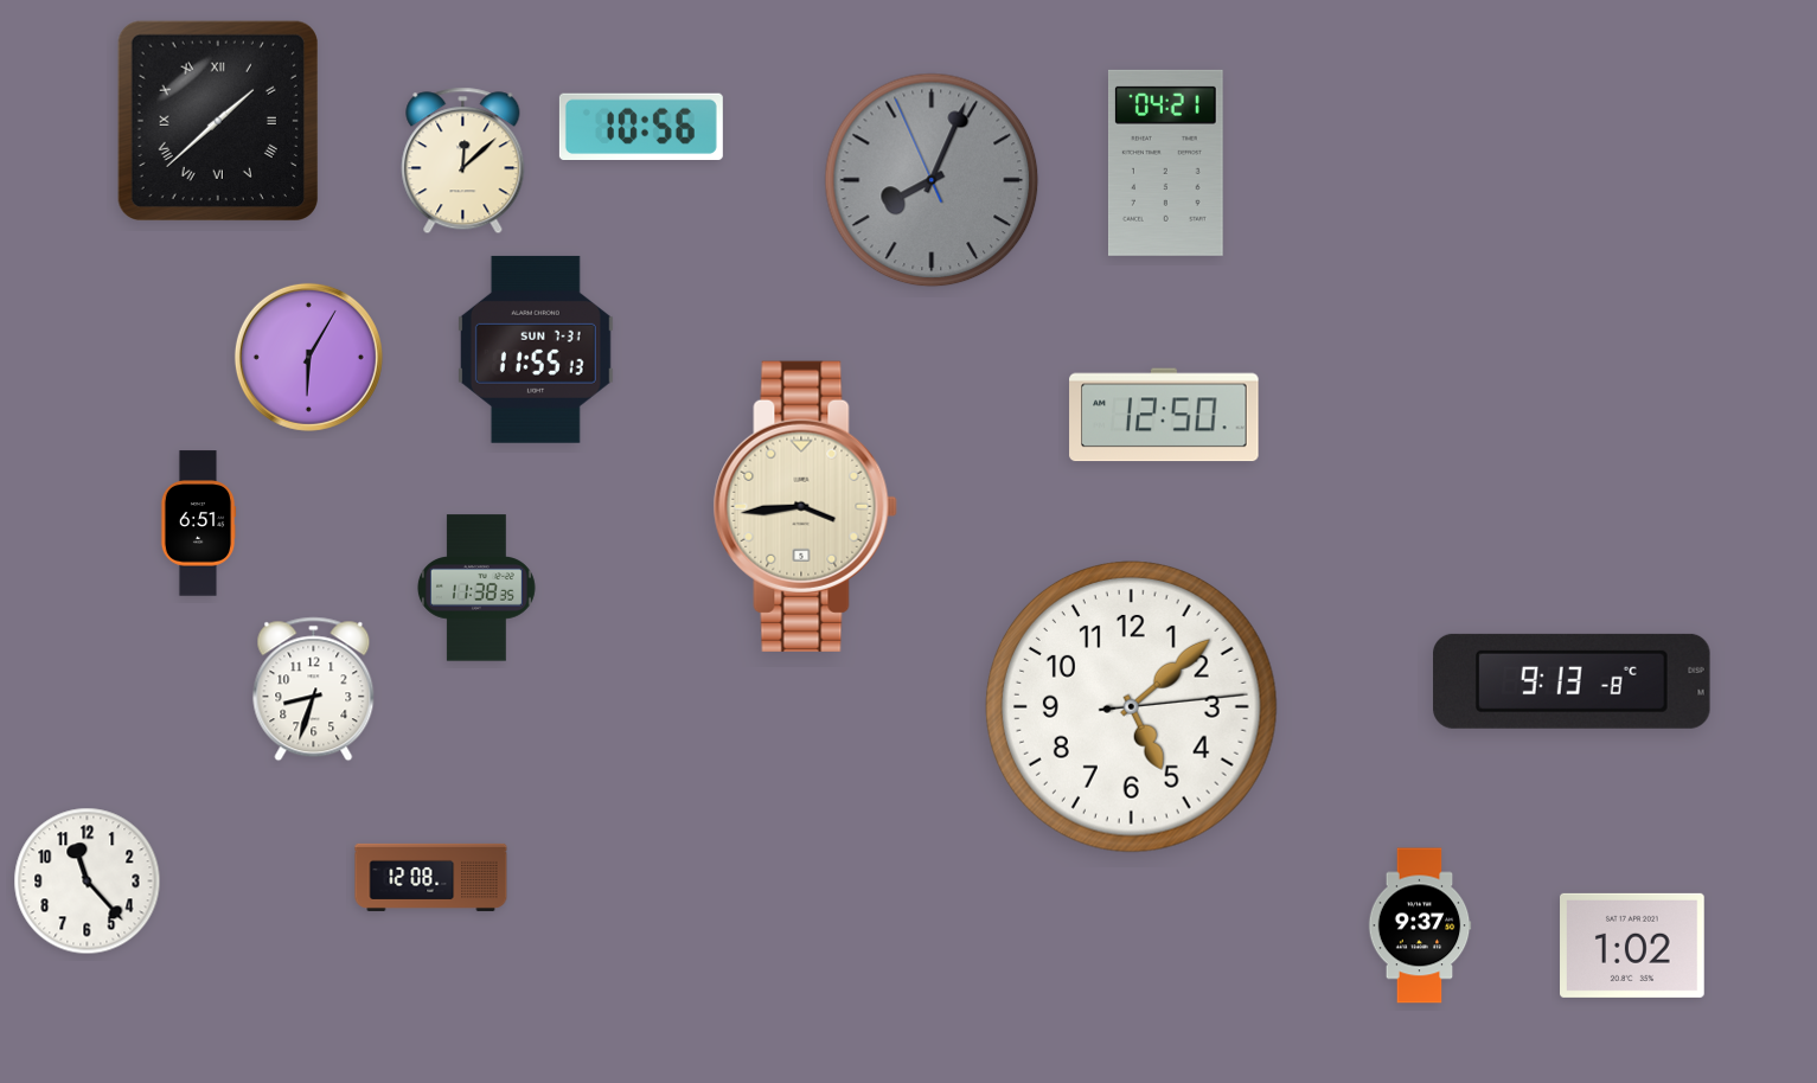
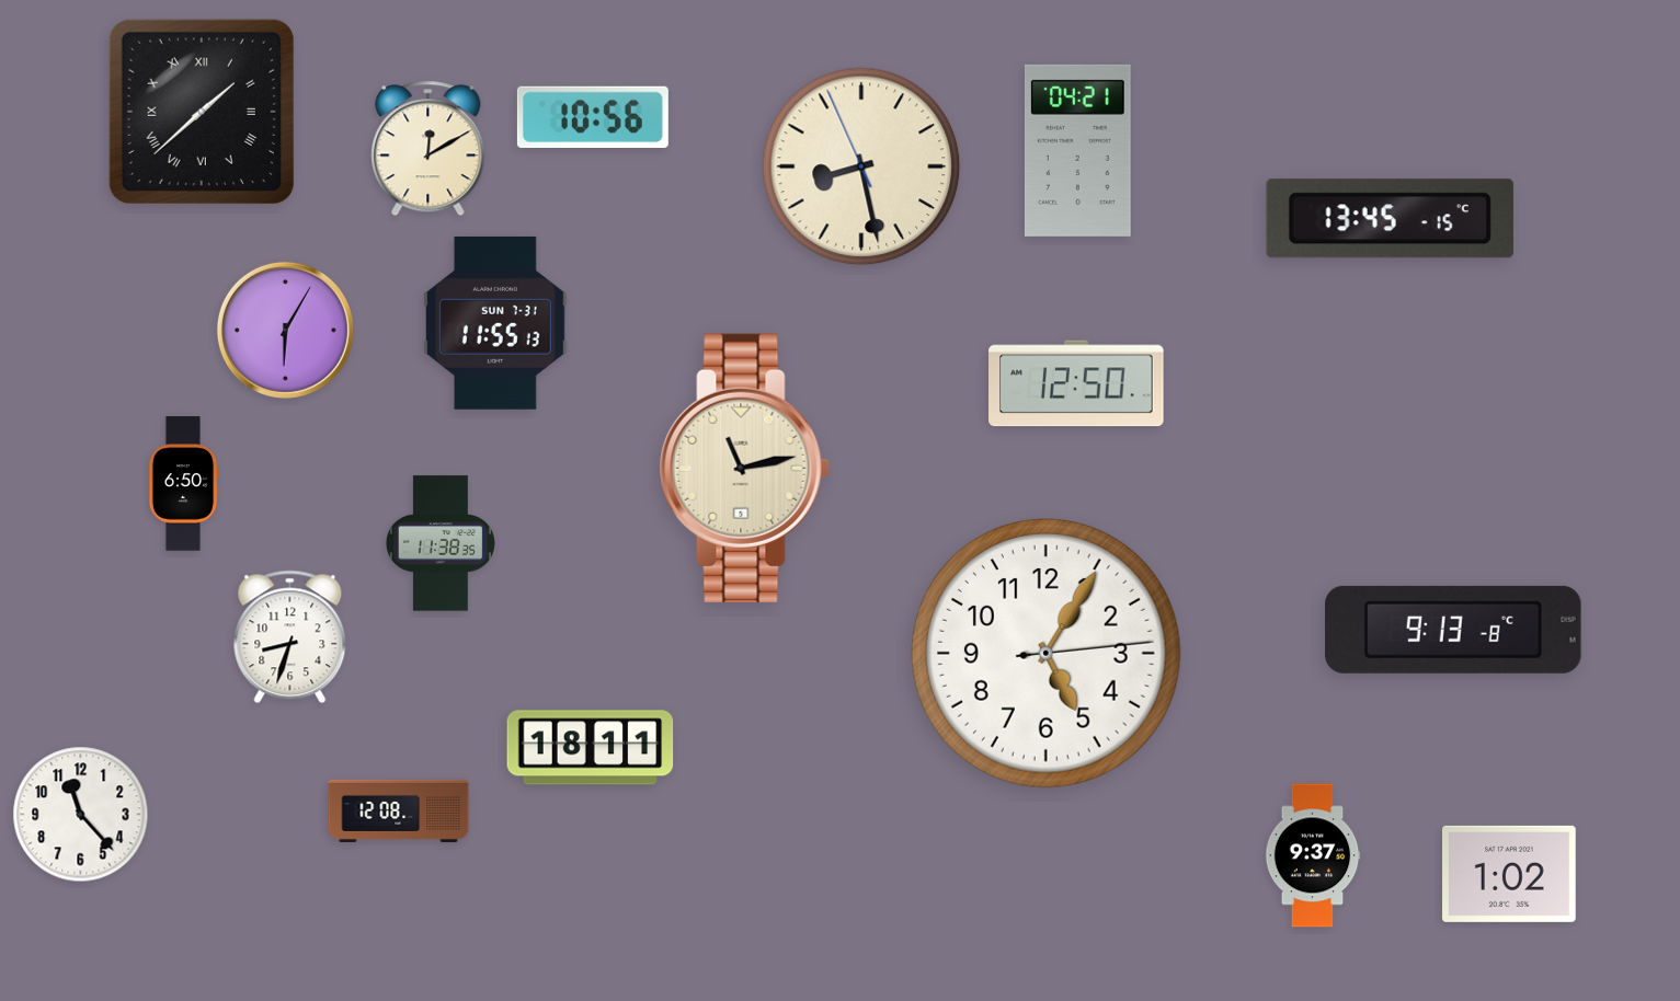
clock at (463, 161): 12:08 -> 12:10
clock at (932, 180): 8:03 -> 8:27
clock at (932, 180) dial: grey -> cream
clock at (1390, 219): none -> 13:45
clock at (805, 506): 3:44 -> 11:13
clock at (198, 524): 6:51 -> 6:50
clock at (1131, 706): 5:08 -> 5:05
clock at (591, 748): none -> 18:11
